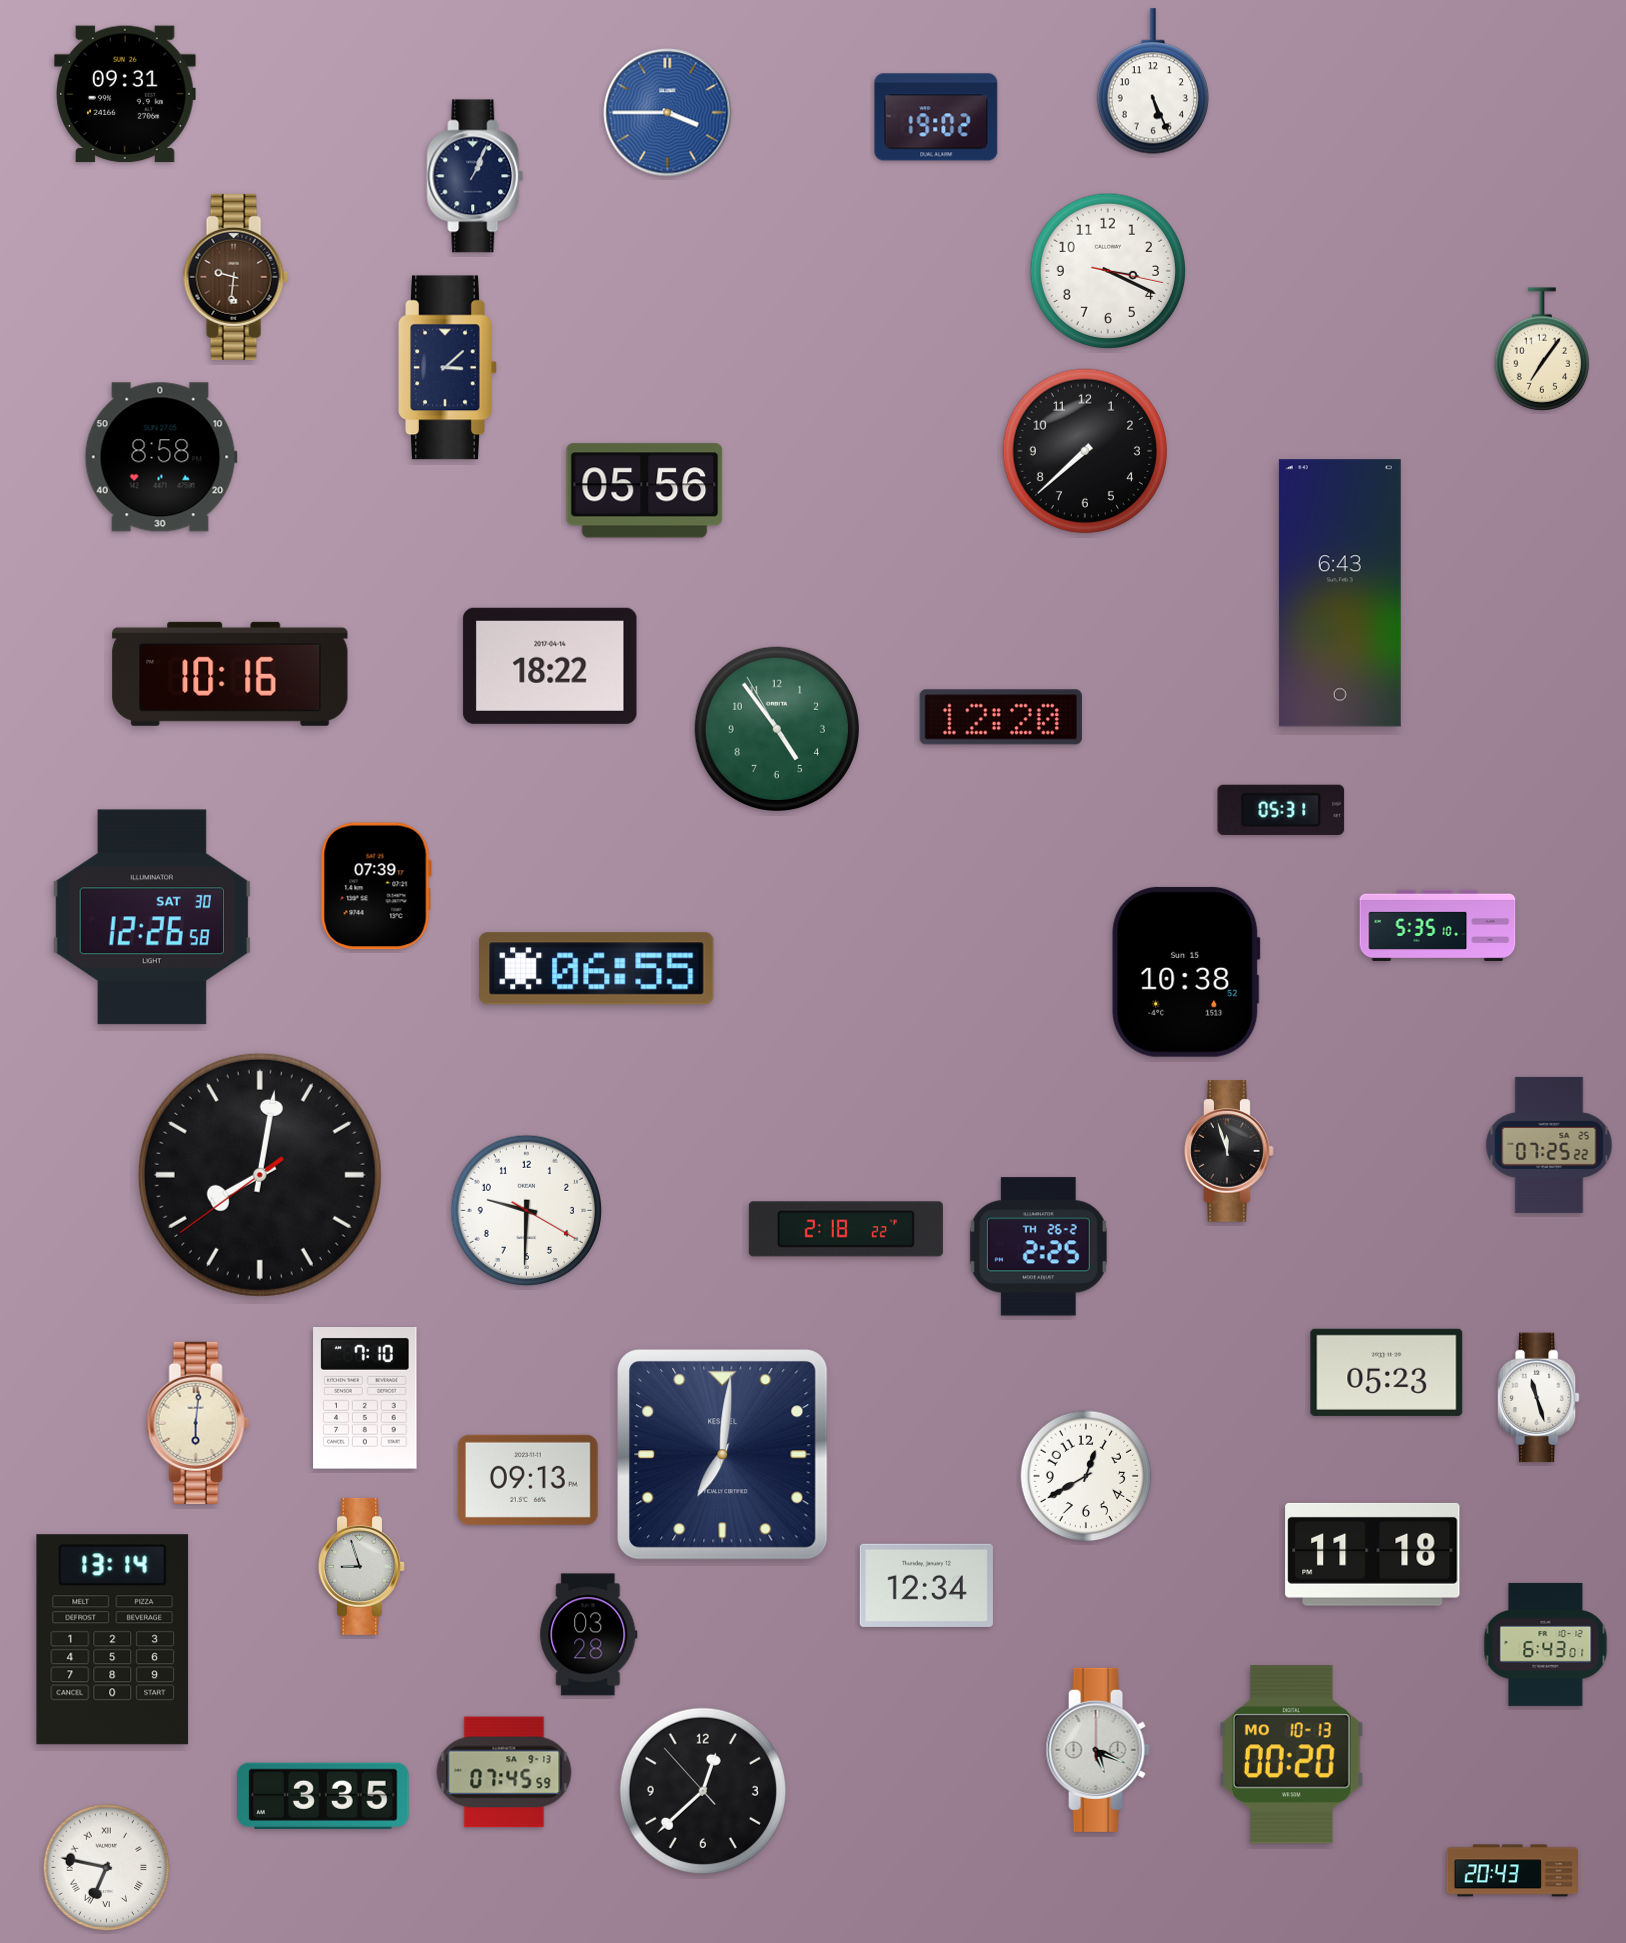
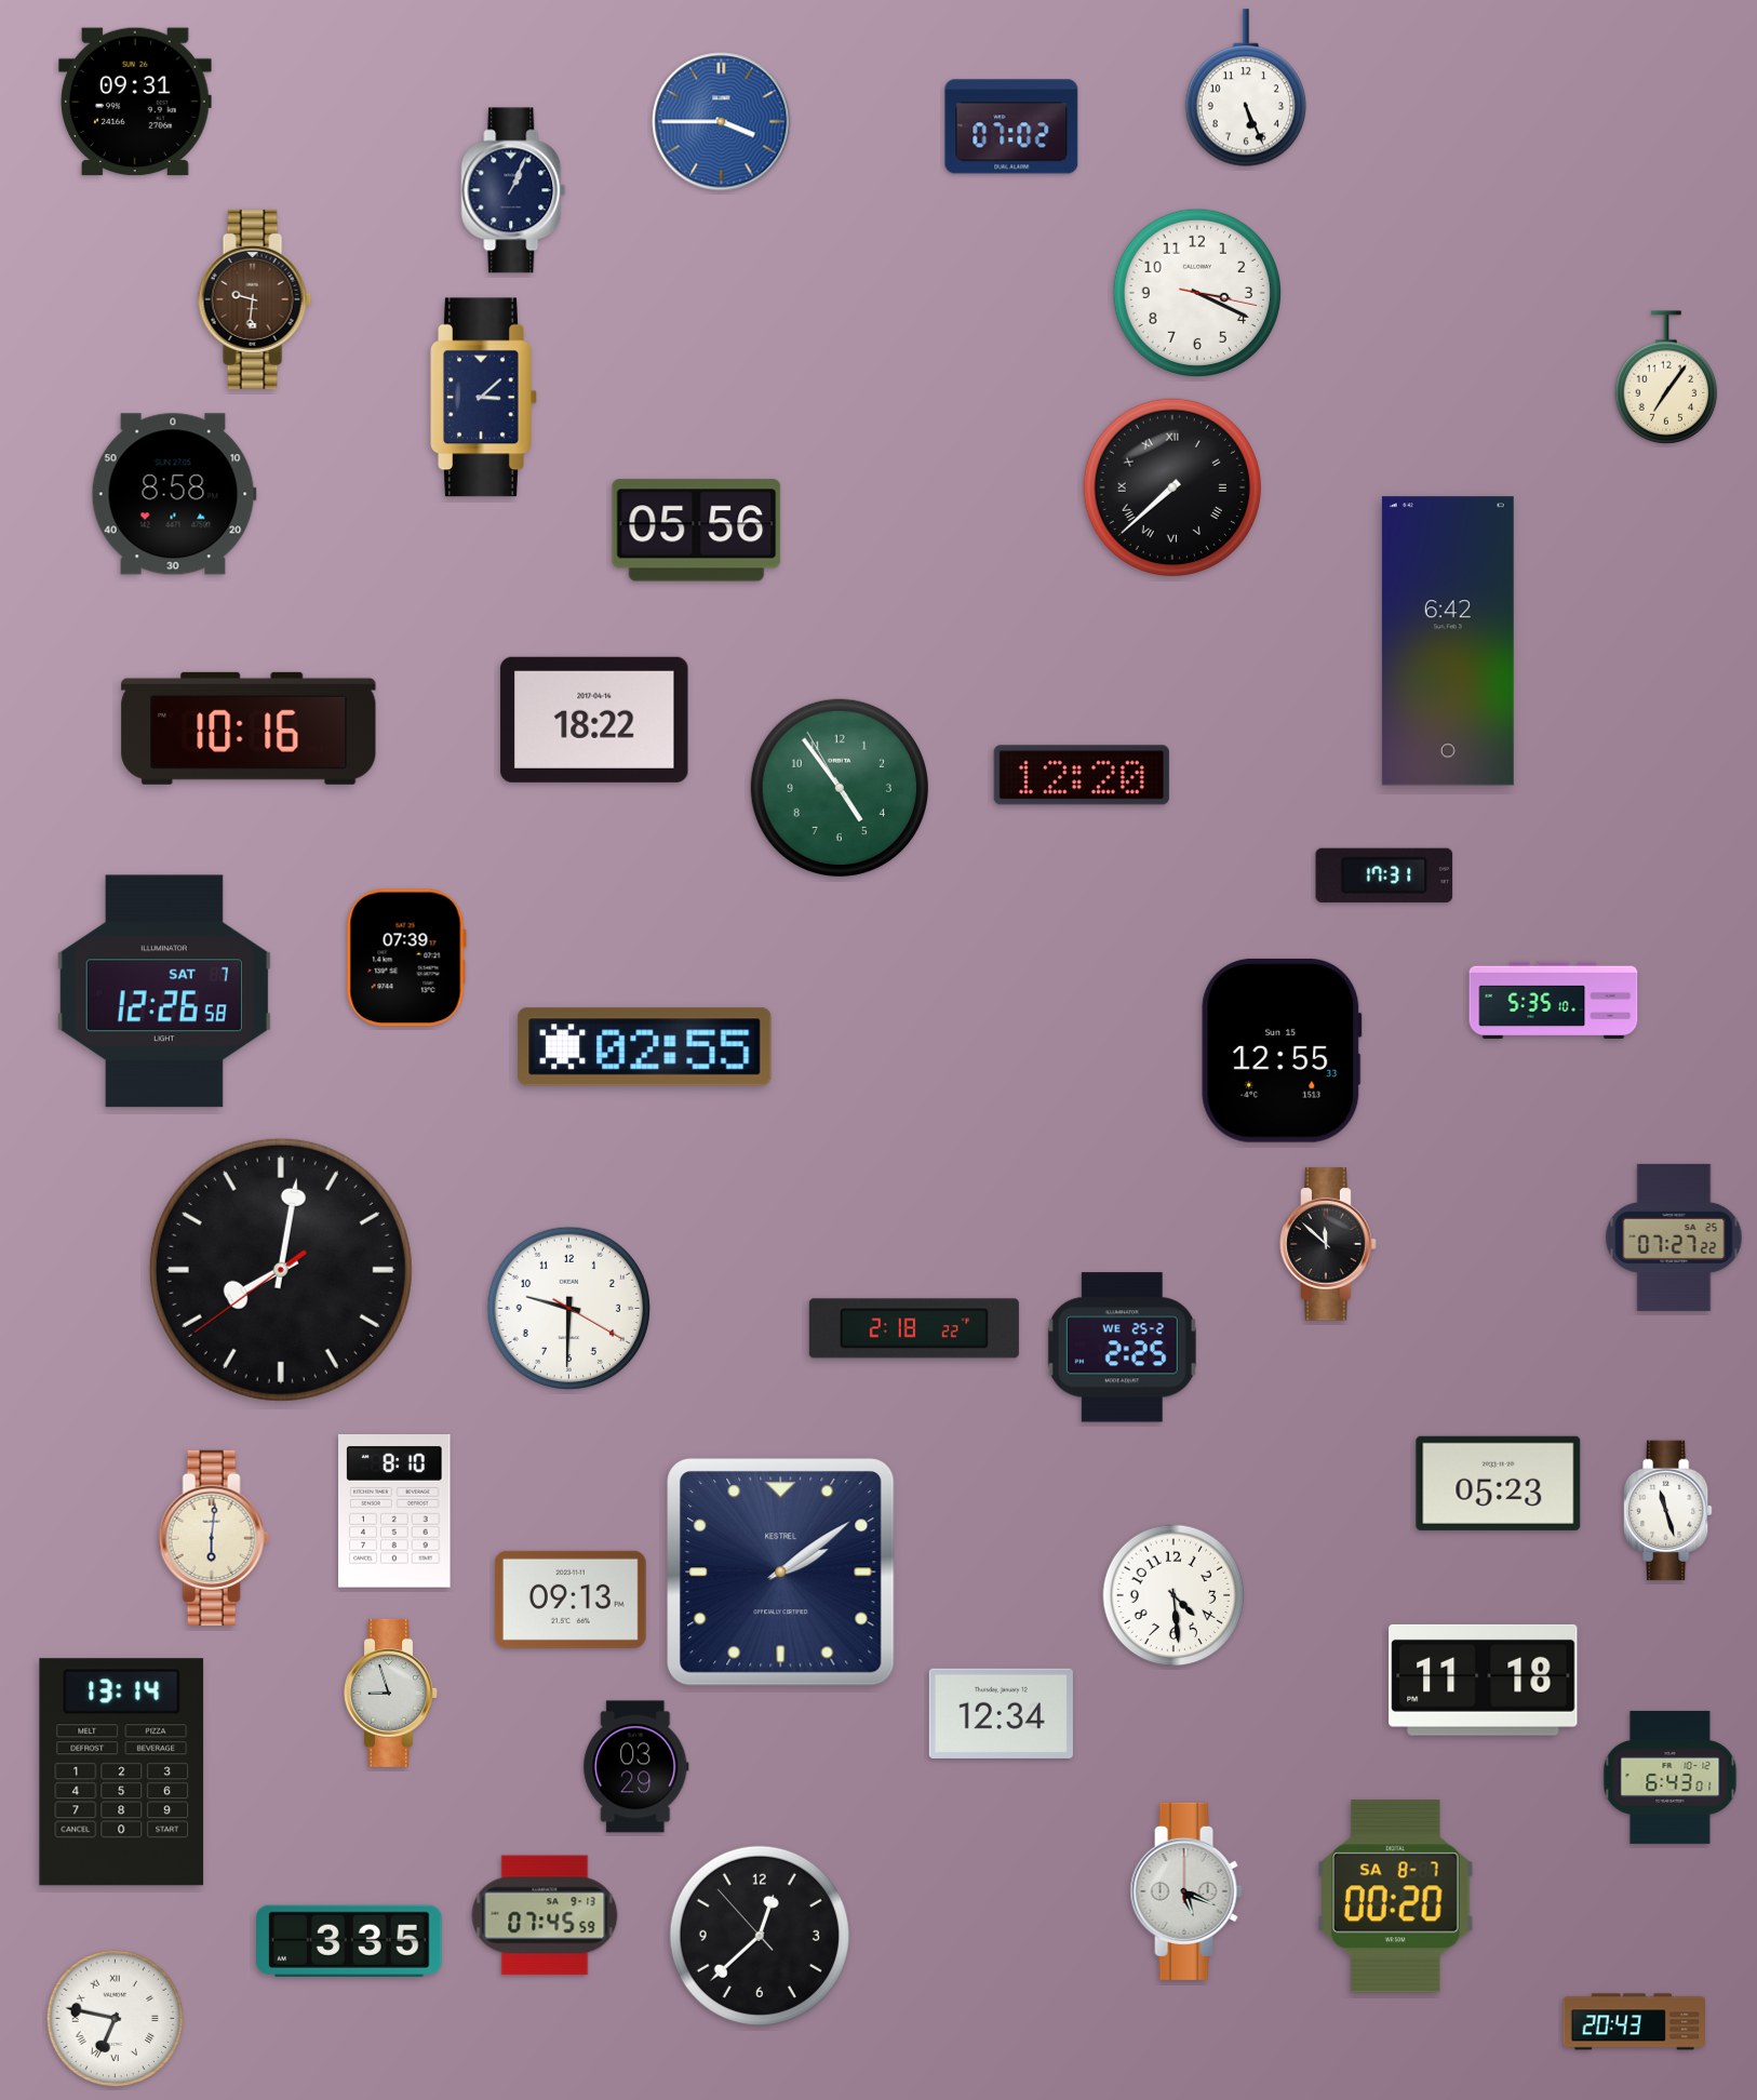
clock at (936, 117): 19:02 -> 07:02
clock at (1085, 451) numerals: Arabic -> Roman
clock at (1340, 593): 6:43 -> 6:42
clock at (1281, 810): 05:31 -> 17:31
clock at (152, 917) date: SAT 30 -> SAT 7
clock at (597, 969): 06:55 -> 02:55
clock at (1186, 972): 10:38 -> 12:55
clock at (1549, 1145): 07:25 -> 07:27
clock at (1229, 1151): 11:57 -> 11:52
clock at (1038, 1247) date: TH 26-2 -> WE 25-2
clock at (365, 1398): 7:10 -> 8:10
clock at (1539, 1398) position: (1539, 1398) -> (1668, 1511)
clock at (723, 1455): 7:01 -> 2:09
clock at (1086, 1476): 12:40 -> 4:29
clock at (589, 1635): 03:28 -> 03:29
clock at (1292, 1755) date: MO 10-13 -> SA 8-7
